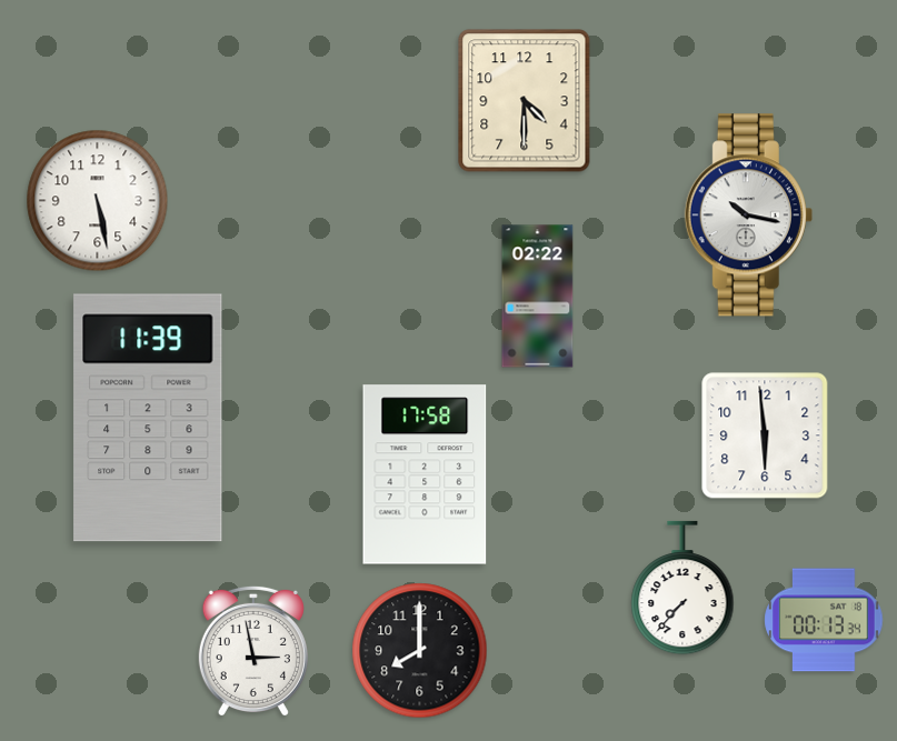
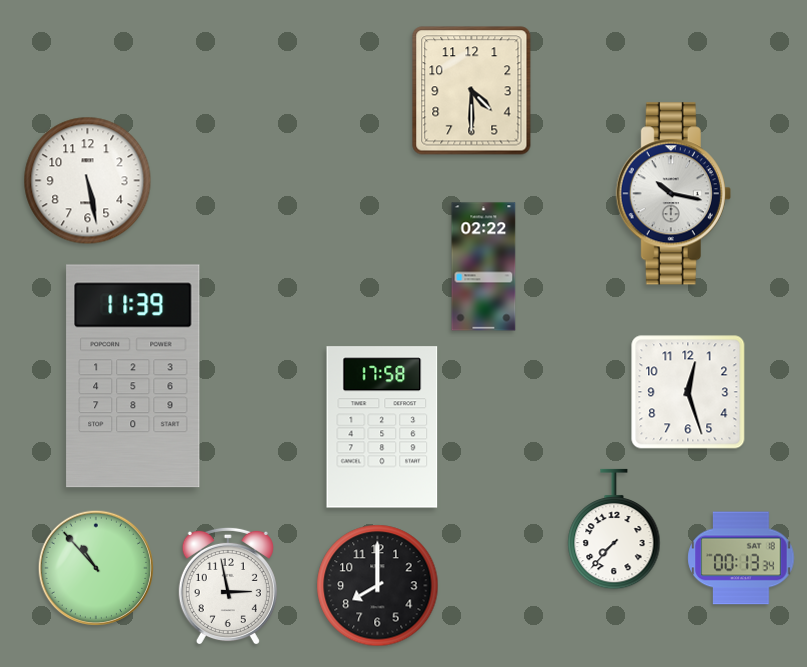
clock at (765, 435): 5:59 -> 12:27
clock at (95, 567): none -> 10:53
